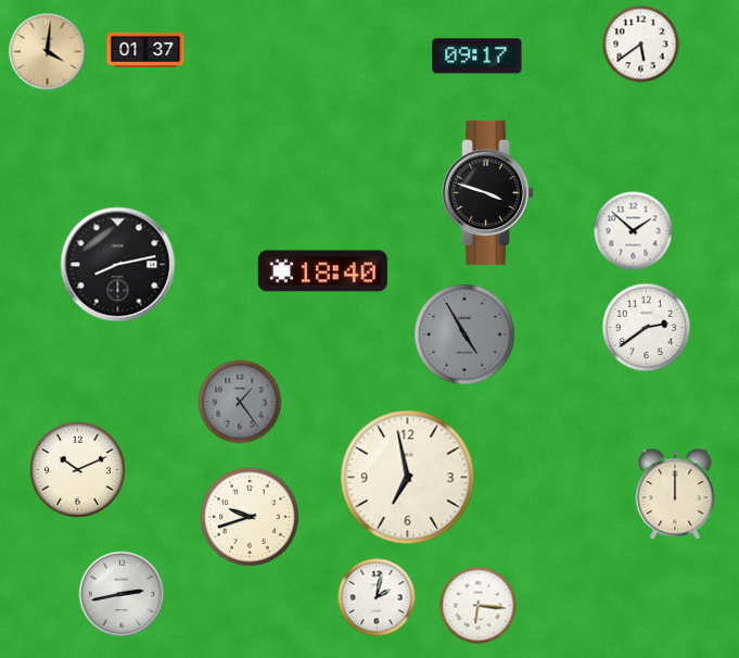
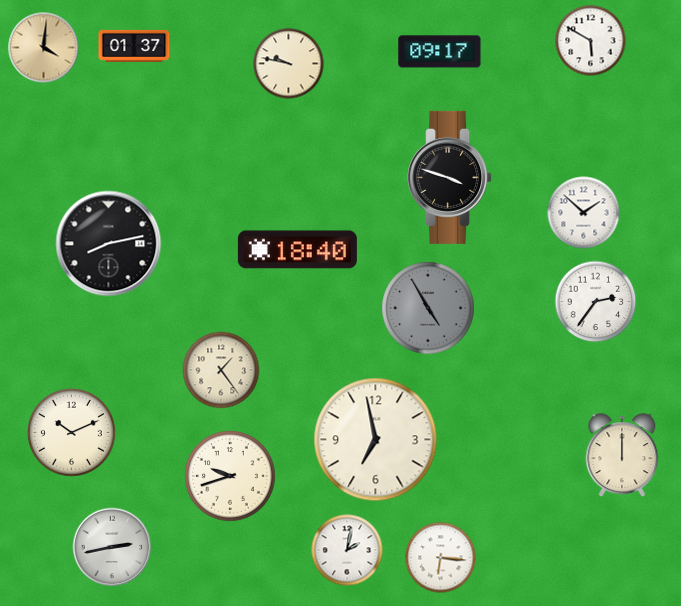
clock at (641, 45): 5:39 -> 5:50
clock at (289, 64): none -> 9:47
clock at (647, 328): 2:39 -> 2:36
clock at (240, 402) dial: grey -> cream
